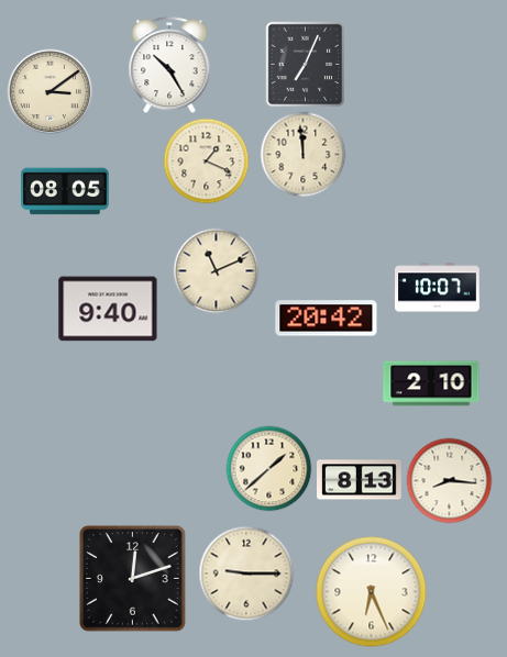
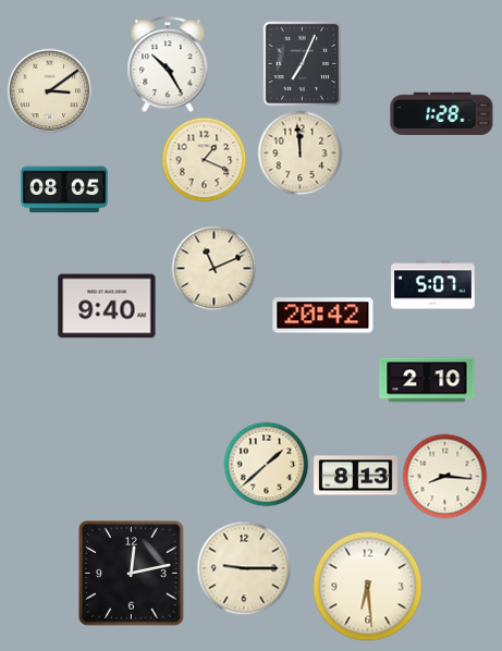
clock at (442, 113): none -> 1:28
clock at (438, 288): 10:07 -> 5:07
clock at (133, 579): 12:12 -> 12:13
clock at (372, 592): 6:26 -> 6:29
